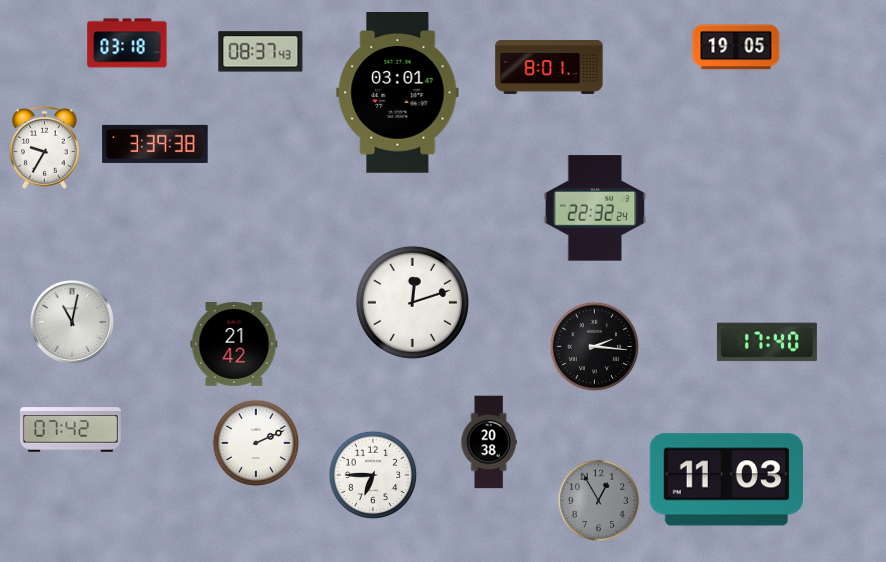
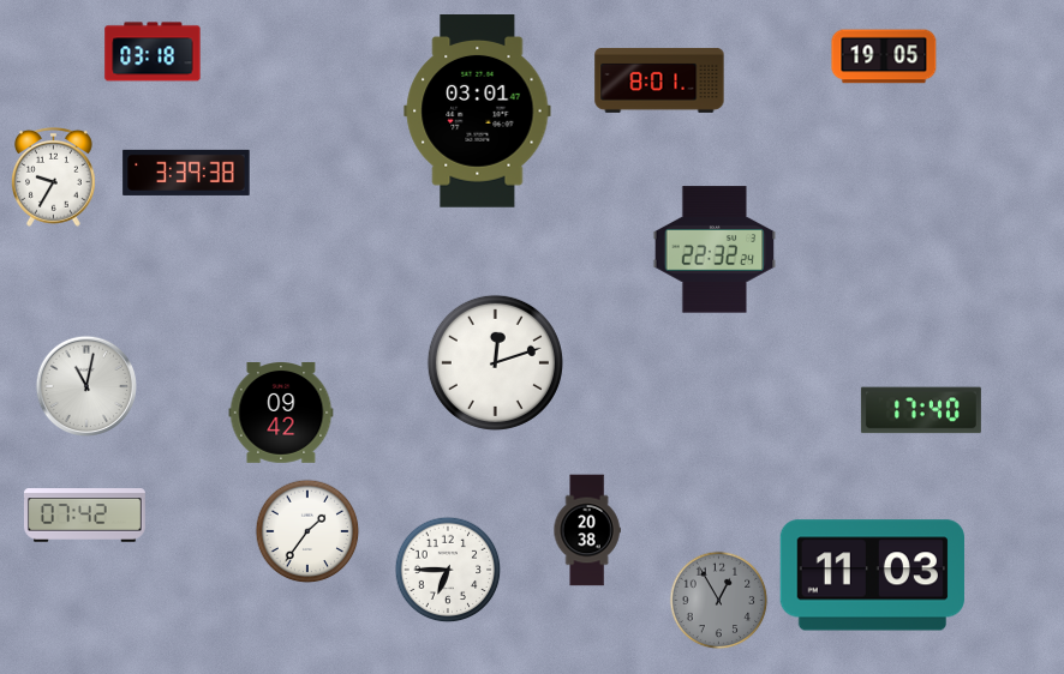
clock at (261, 52): 08:37 -> none
clock at (234, 345): 21:42 -> 09:42
clock at (595, 347): 2:16 -> none
clock at (256, 443): 2:11 -> 1:36
